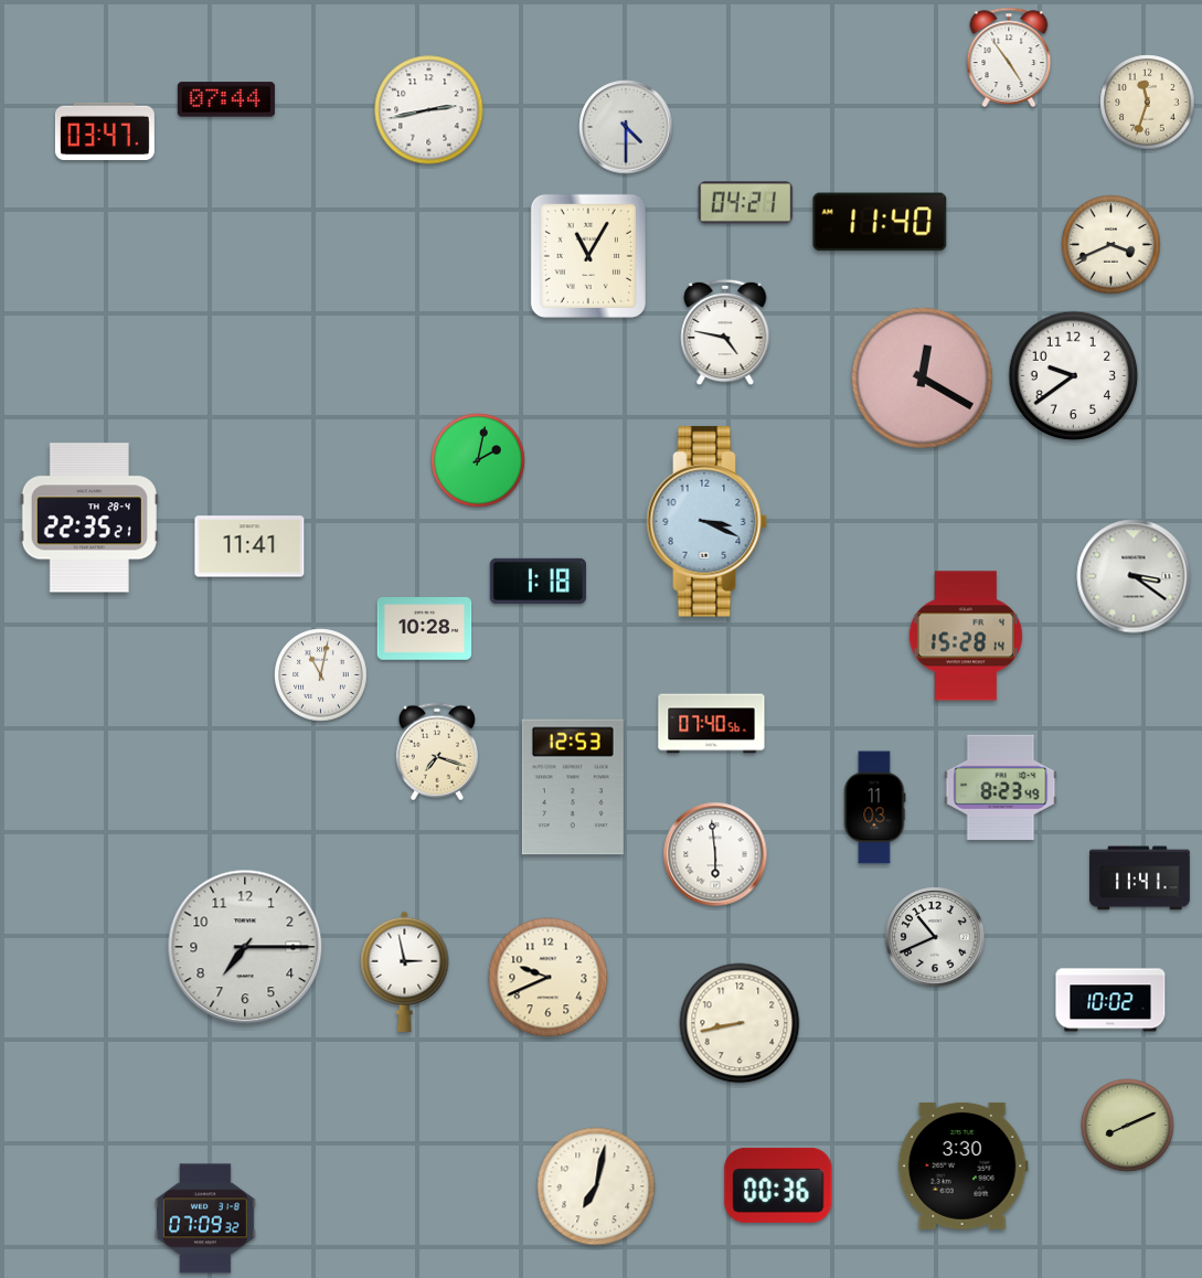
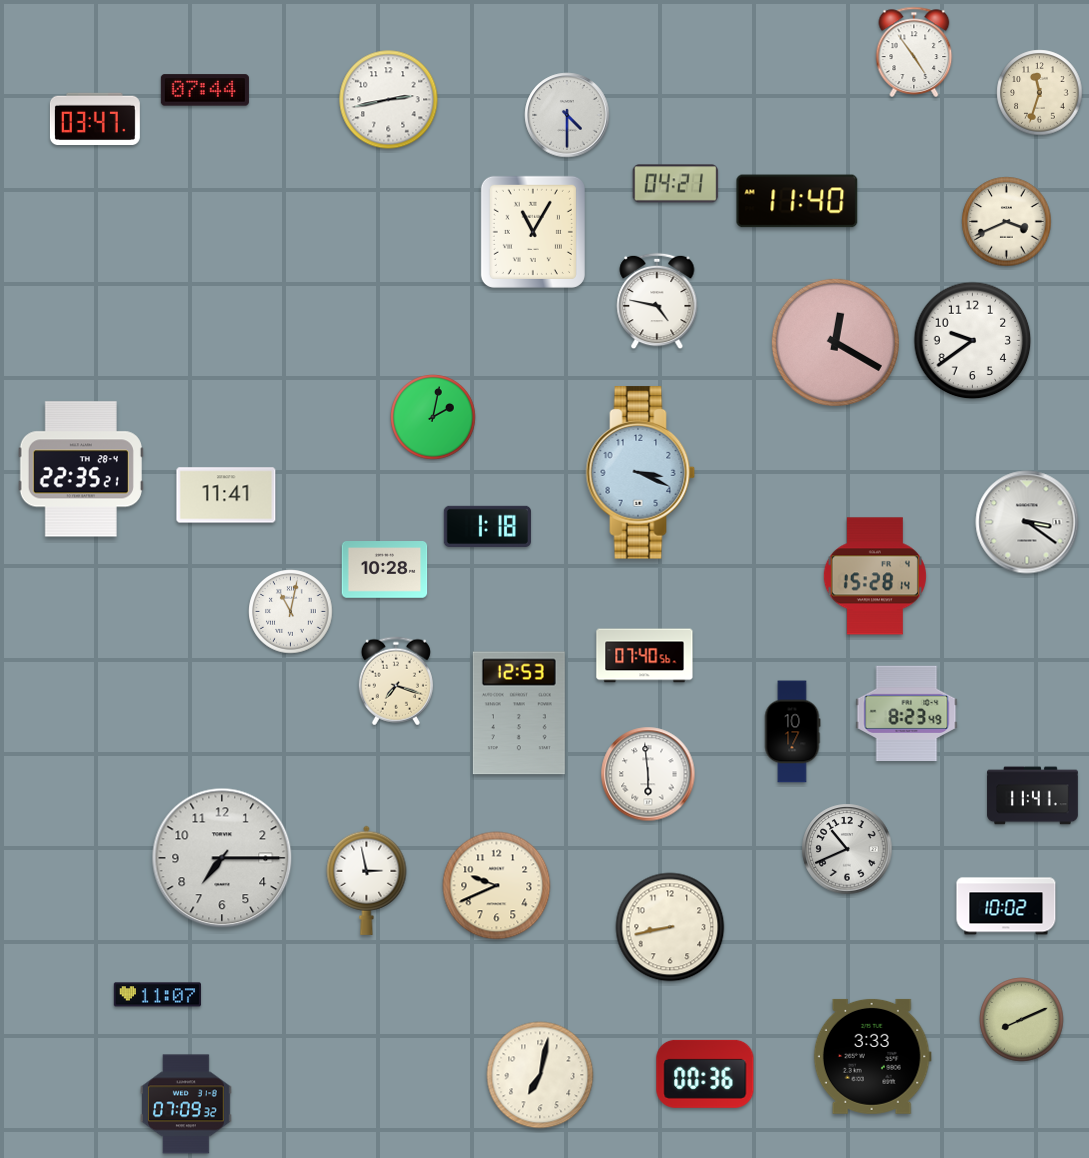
clock at (874, 808): 11:03 -> 10:17
clock at (157, 995): none -> 11:07
clock at (962, 1165): 3:30 -> 3:33
